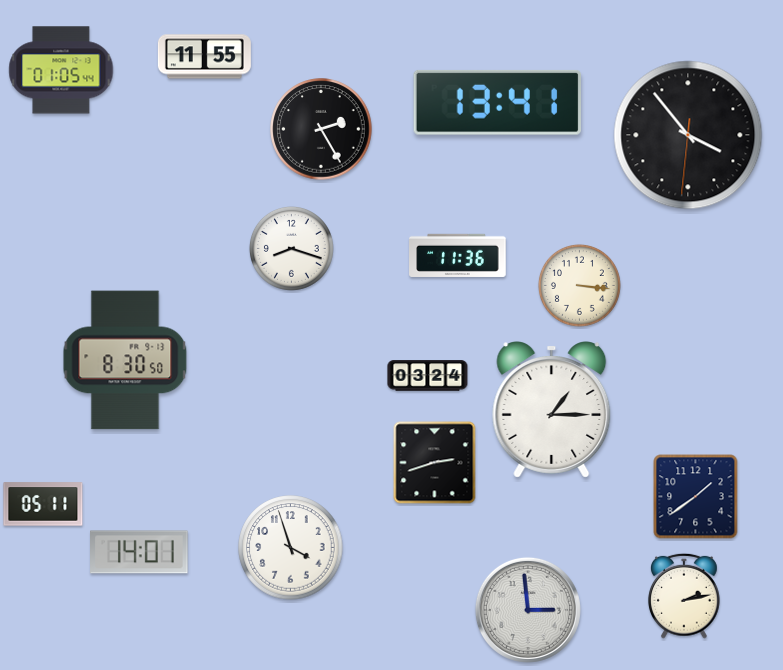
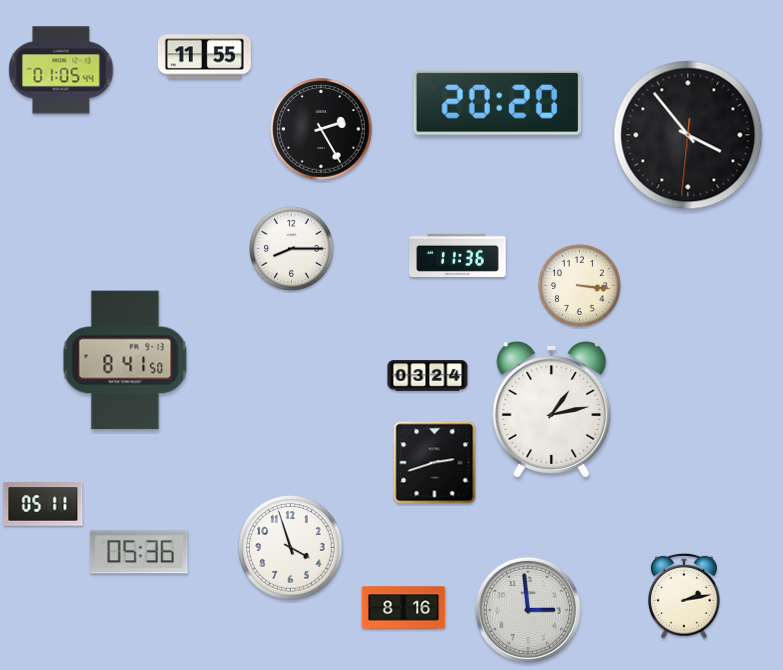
clock at (497, 102): 13:41 -> 20:20
clock at (291, 248): 8:18 -> 8:15
clock at (125, 360): 8:30 -> 8:41
clock at (552, 410): 1:15 -> 1:13
clock at (696, 497): 1:39 -> none
clock at (139, 552): 14:01 -> 05:36
clock at (404, 608): none -> 8:16
